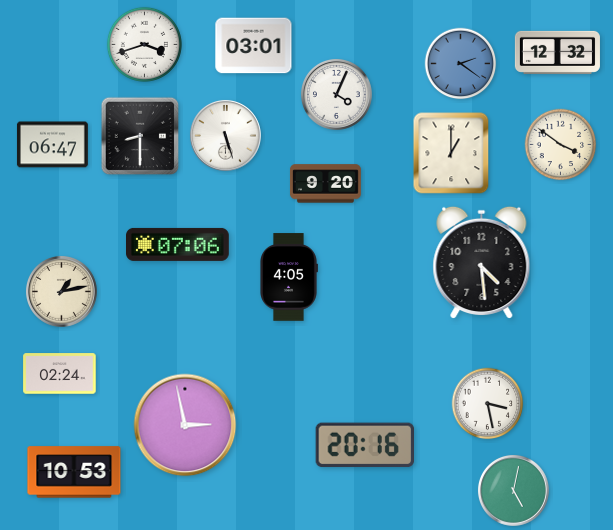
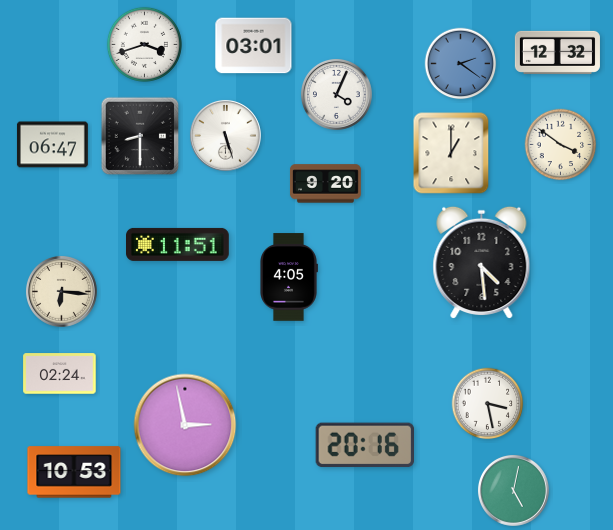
clock at (178, 244): 07:06 -> 11:51
clock at (61, 291): 1:13 -> 6:16
